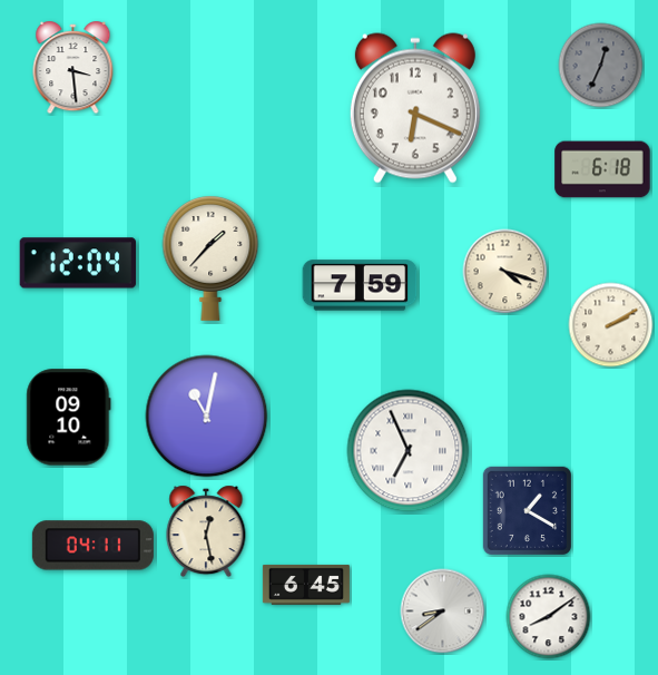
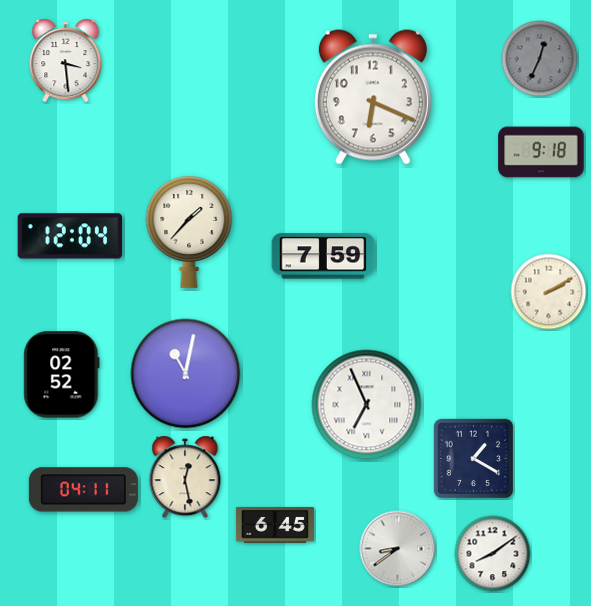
clock at (602, 169): 6:18 -> 9:18
clock at (505, 272): 4:18 -> none
clock at (69, 418): 09:10 -> 02:52
